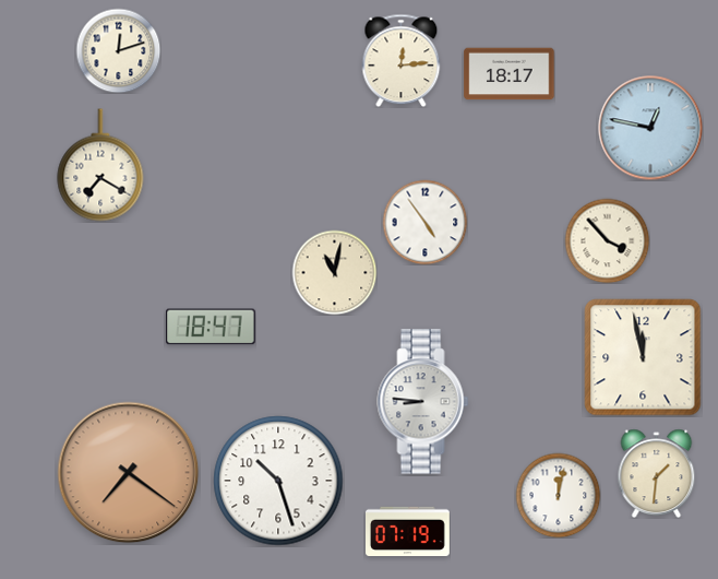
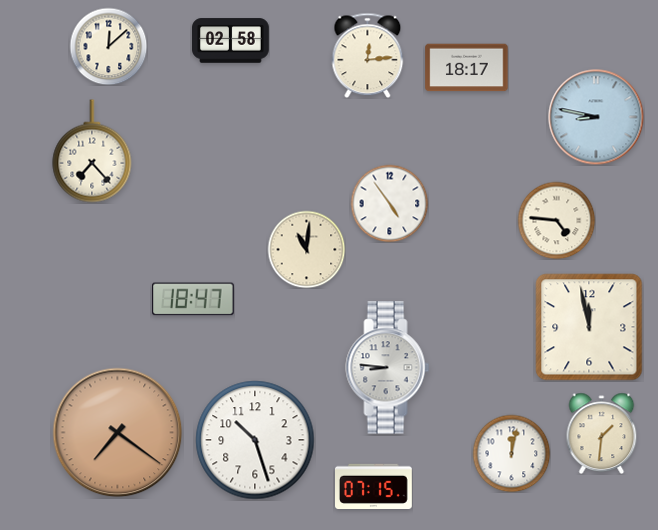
clock at (231, 41): none -> 02:58
clock at (118, 50): 12:12 -> 12:08
clock at (650, 128): 12:47 -> 8:47
clock at (100, 165): 7:20 -> 7:23
clock at (607, 240): 3:53 -> 4:46
clock at (334, 272): 11:02 -> 11:01
clock at (408, 531): 07:19 -> 07:15
